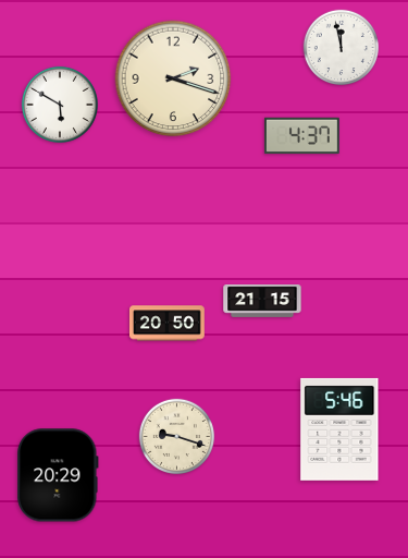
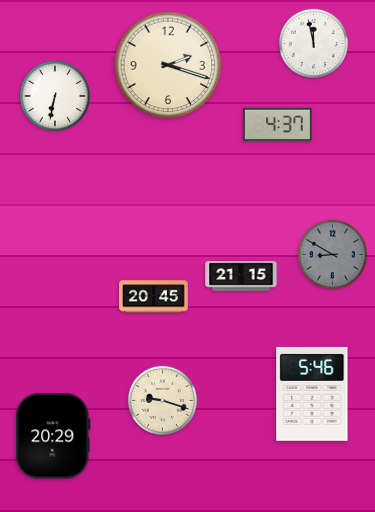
clock at (173, 78) position: (173, 78) -> (168, 65)
clock at (60, 105): 5:50 -> 6:32
clock at (332, 254): none -> 8:50
clock at (168, 324): 20:50 -> 20:45
